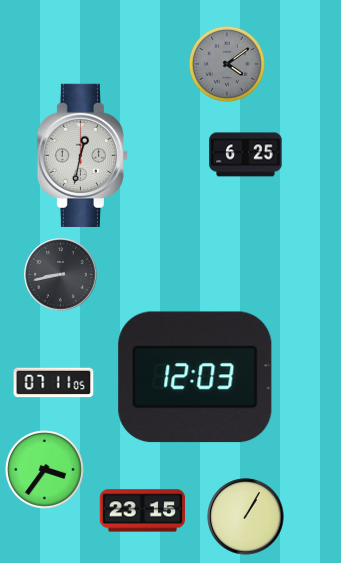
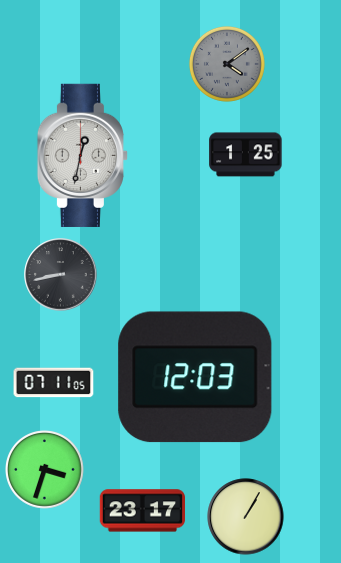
clock at (246, 155): 6:25 -> 1:25
clock at (45, 470): 3:36 -> 3:33
clock at (142, 511): 23:15 -> 23:17
